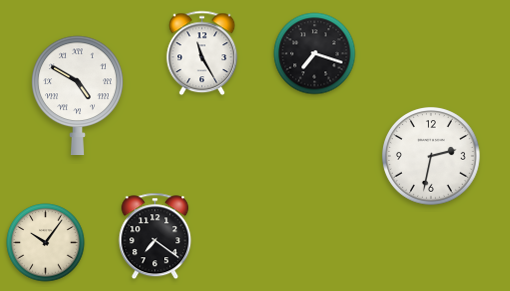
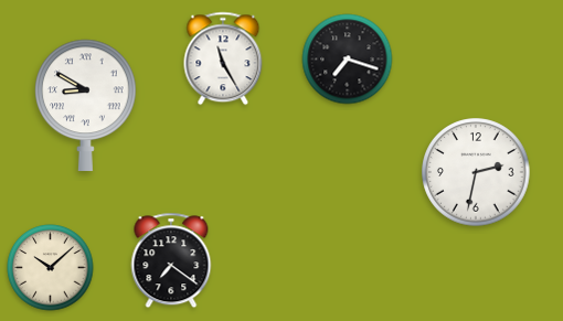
clock at (78, 95): 4:50 -> 8:50
clock at (46, 243): 10:06 -> 10:08
